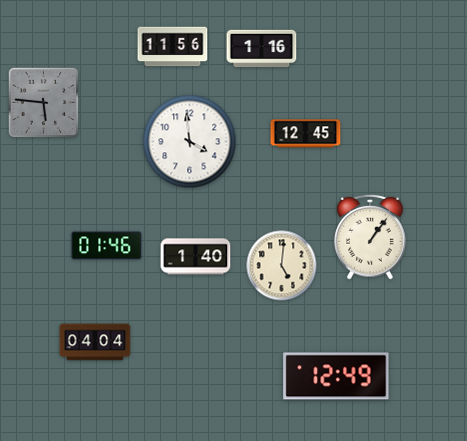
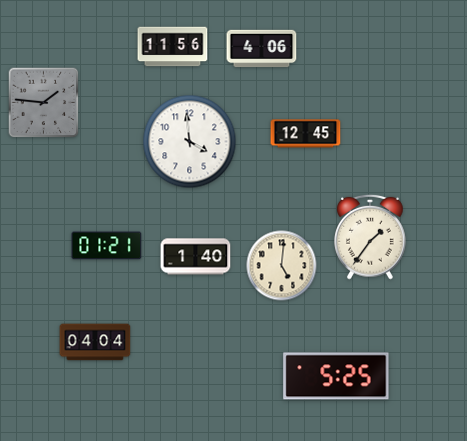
clock at (262, 49): 1:16 -> 4:06
clock at (44, 103): 5:46 -> 1:46
clock at (371, 237): 1:06 -> 1:36
clock at (107, 246): 01:46 -> 01:21
clock at (336, 376): 12:49 -> 5:25
